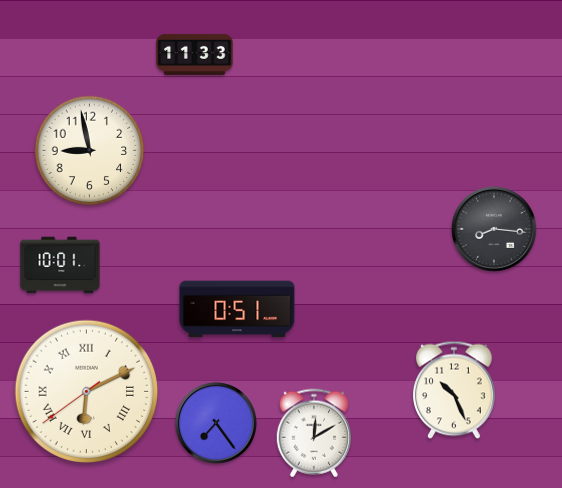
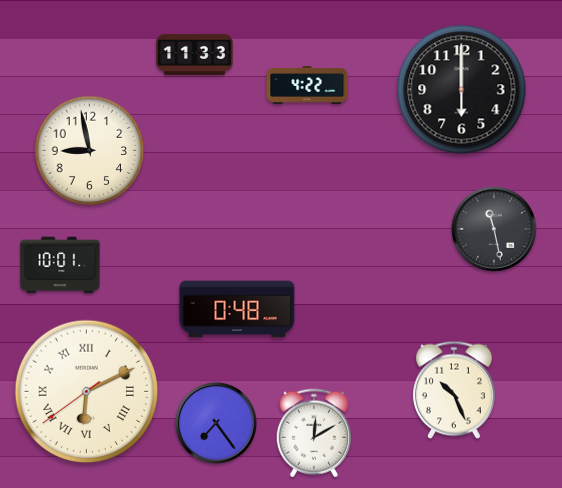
clock at (307, 85): none -> 4:22
clock at (462, 90): none -> 6:00
clock at (495, 230): 8:16 -> 11:28
clock at (237, 309): 0:51 -> 0:48
